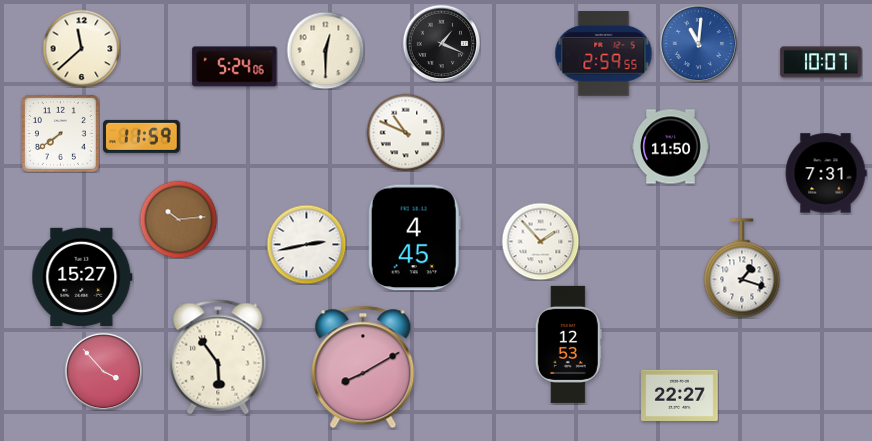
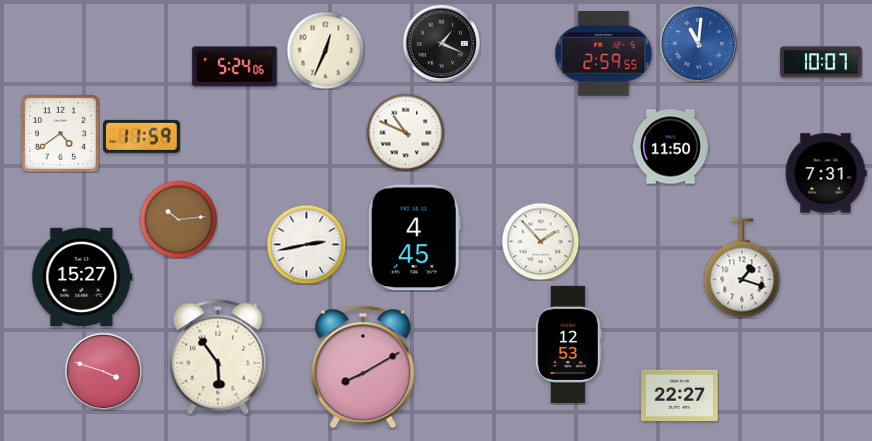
clock at (81, 48): 11:38 -> none
clock at (325, 50): 12:30 -> 12:34
clock at (60, 133): 7:39 -> 4:39
clock at (103, 371): 3:53 -> 3:48
